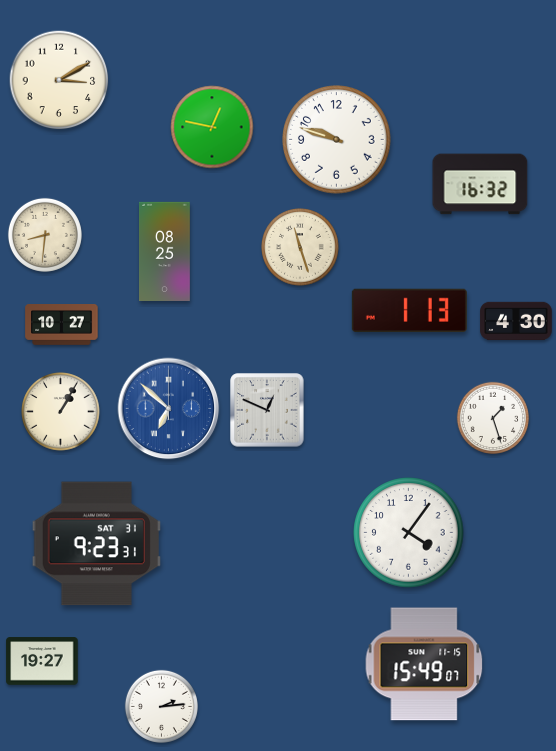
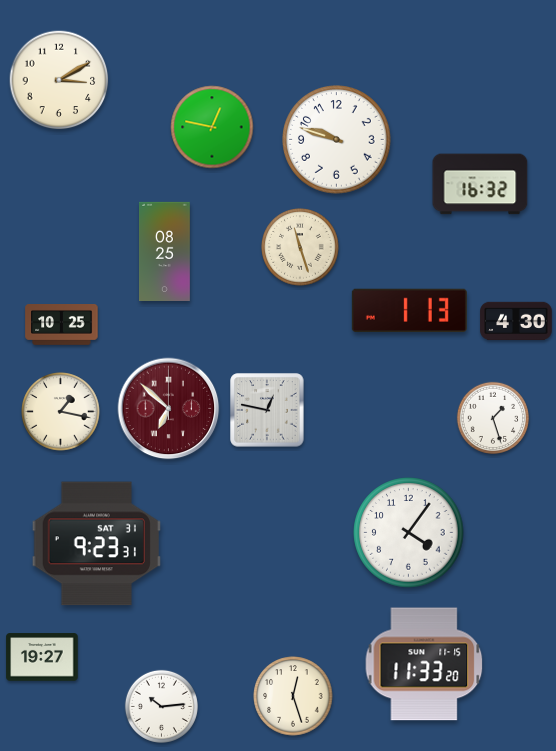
clock at (45, 235): 8:31 -> none
clock at (62, 325): 10:27 -> 10:25
clock at (169, 409) dial: blue -> burgundy
clock at (267, 410): 12:49 -> 12:47
clock at (61, 412): 1:05 -> 1:17
clock at (42, 661) position: (42, 661) -> (42, 657)
clock at (424, 664): 15:49 -> 11:33
clock at (293, 696): none -> 12:27
clock at (161, 706): 2:14 -> 10:14
